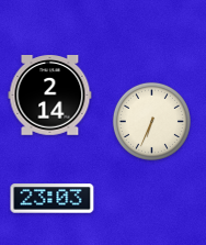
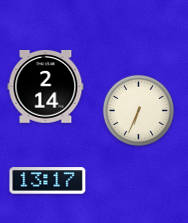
clock at (53, 199): 23:03 -> 13:17
